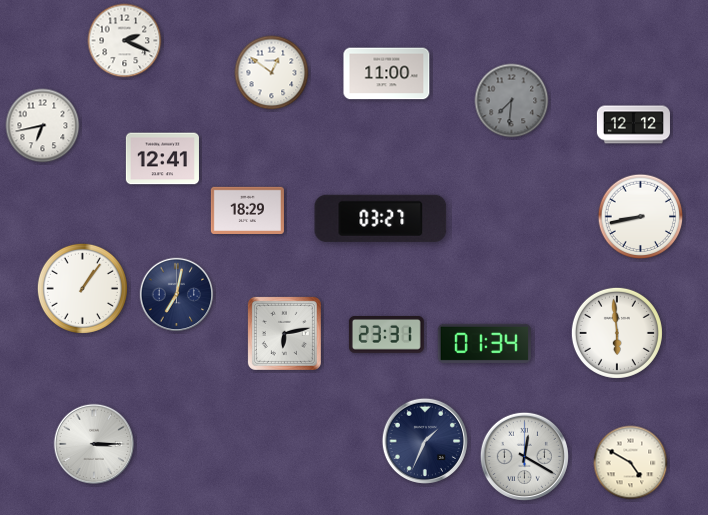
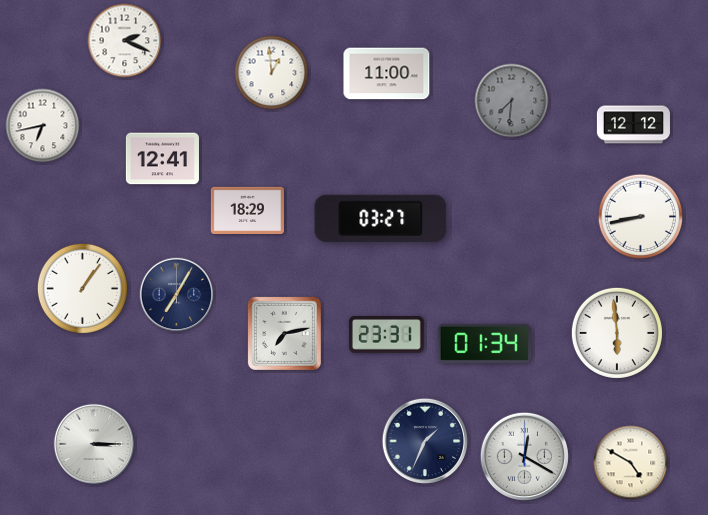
clock at (272, 73): 12:51 -> 12:59
clock at (177, 295): 7:02 -> 7:05
clock at (284, 333): 6:13 -> 7:13
